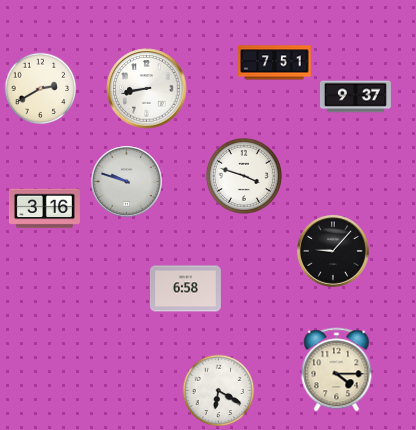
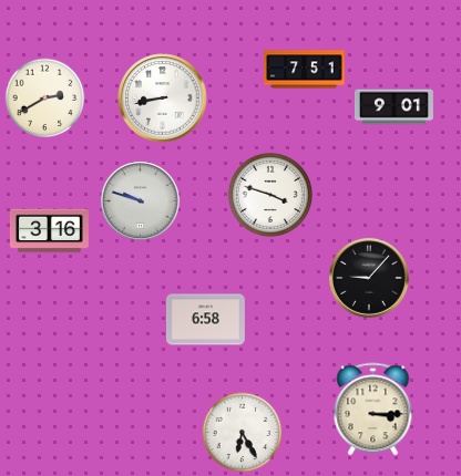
clock at (355, 97): 9:37 -> 9:01
clock at (337, 370): 4:15 -> 3:15
clock at (219, 391): 6:20 -> 6:25
